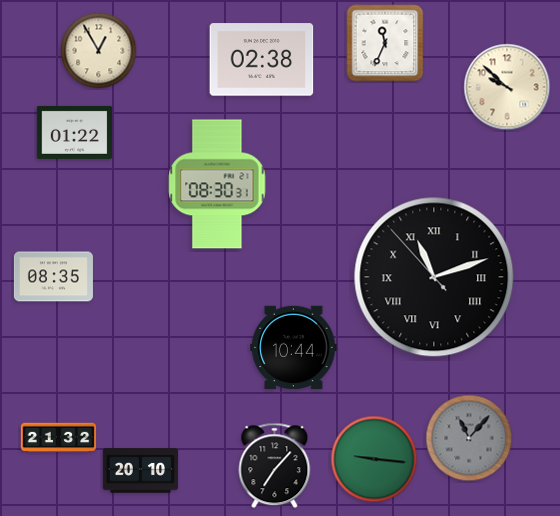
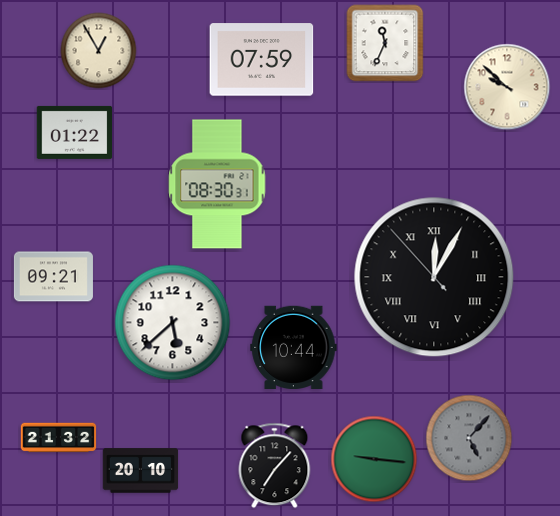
clock at (262, 60): 02:38 -> 07:59
clock at (53, 277): 08:35 -> 09:21
clock at (434, 277): 11:11 -> 12:04
clock at (173, 323): none -> 5:38
clock at (469, 438): 11:07 -> 5:07
